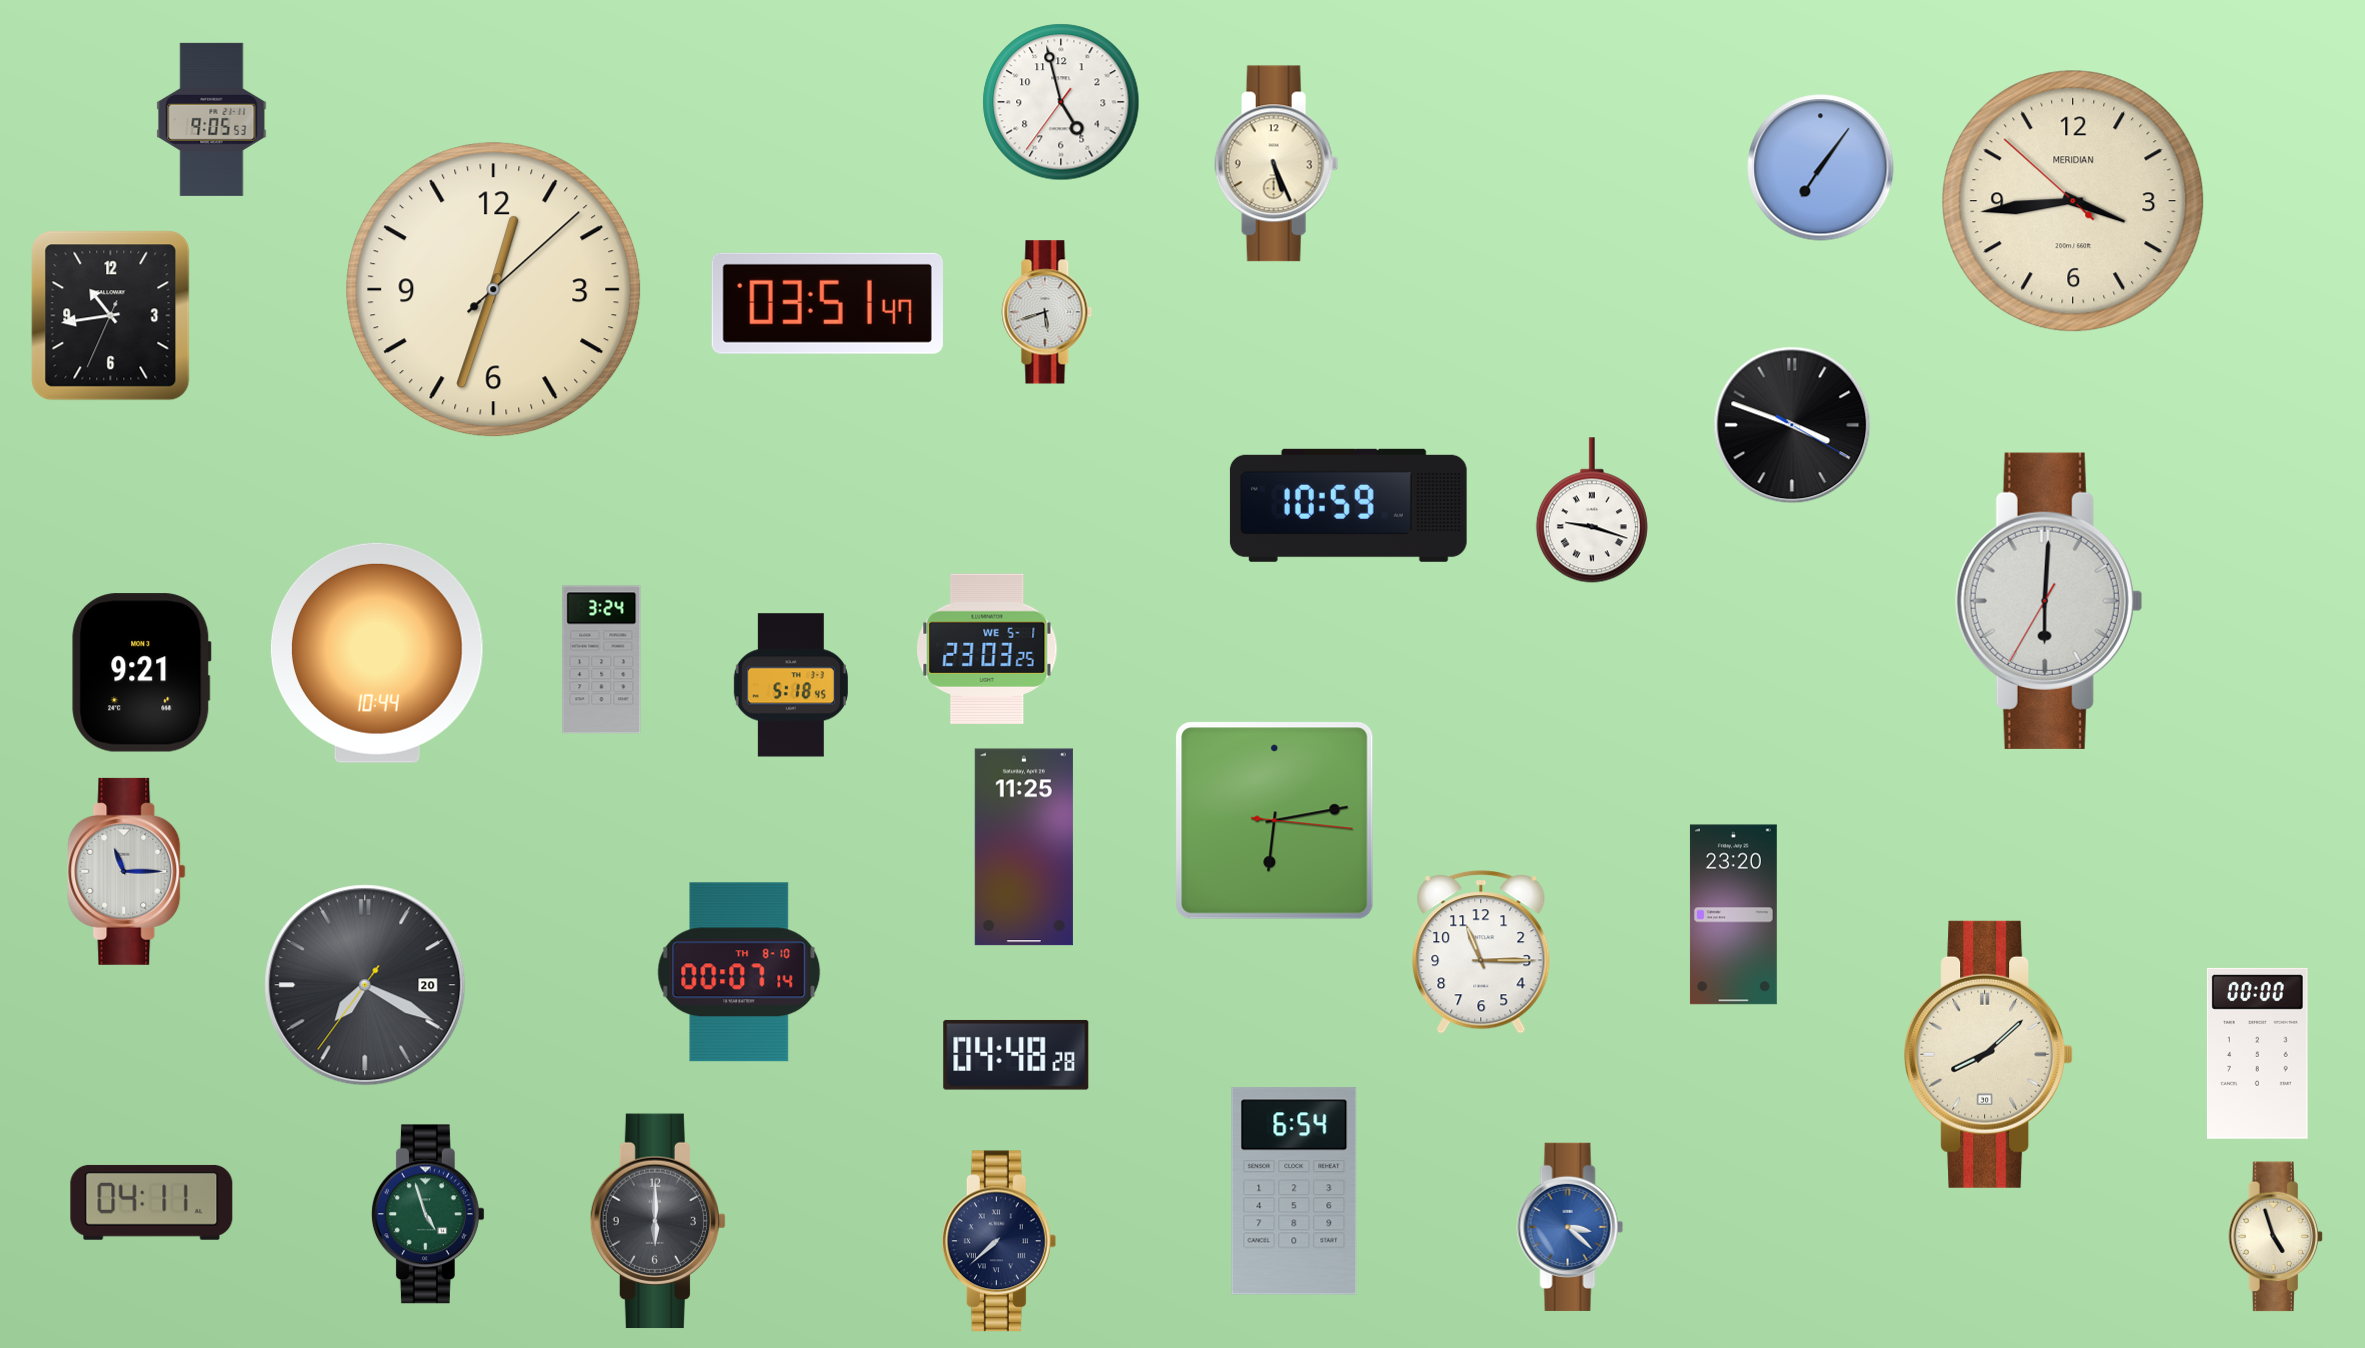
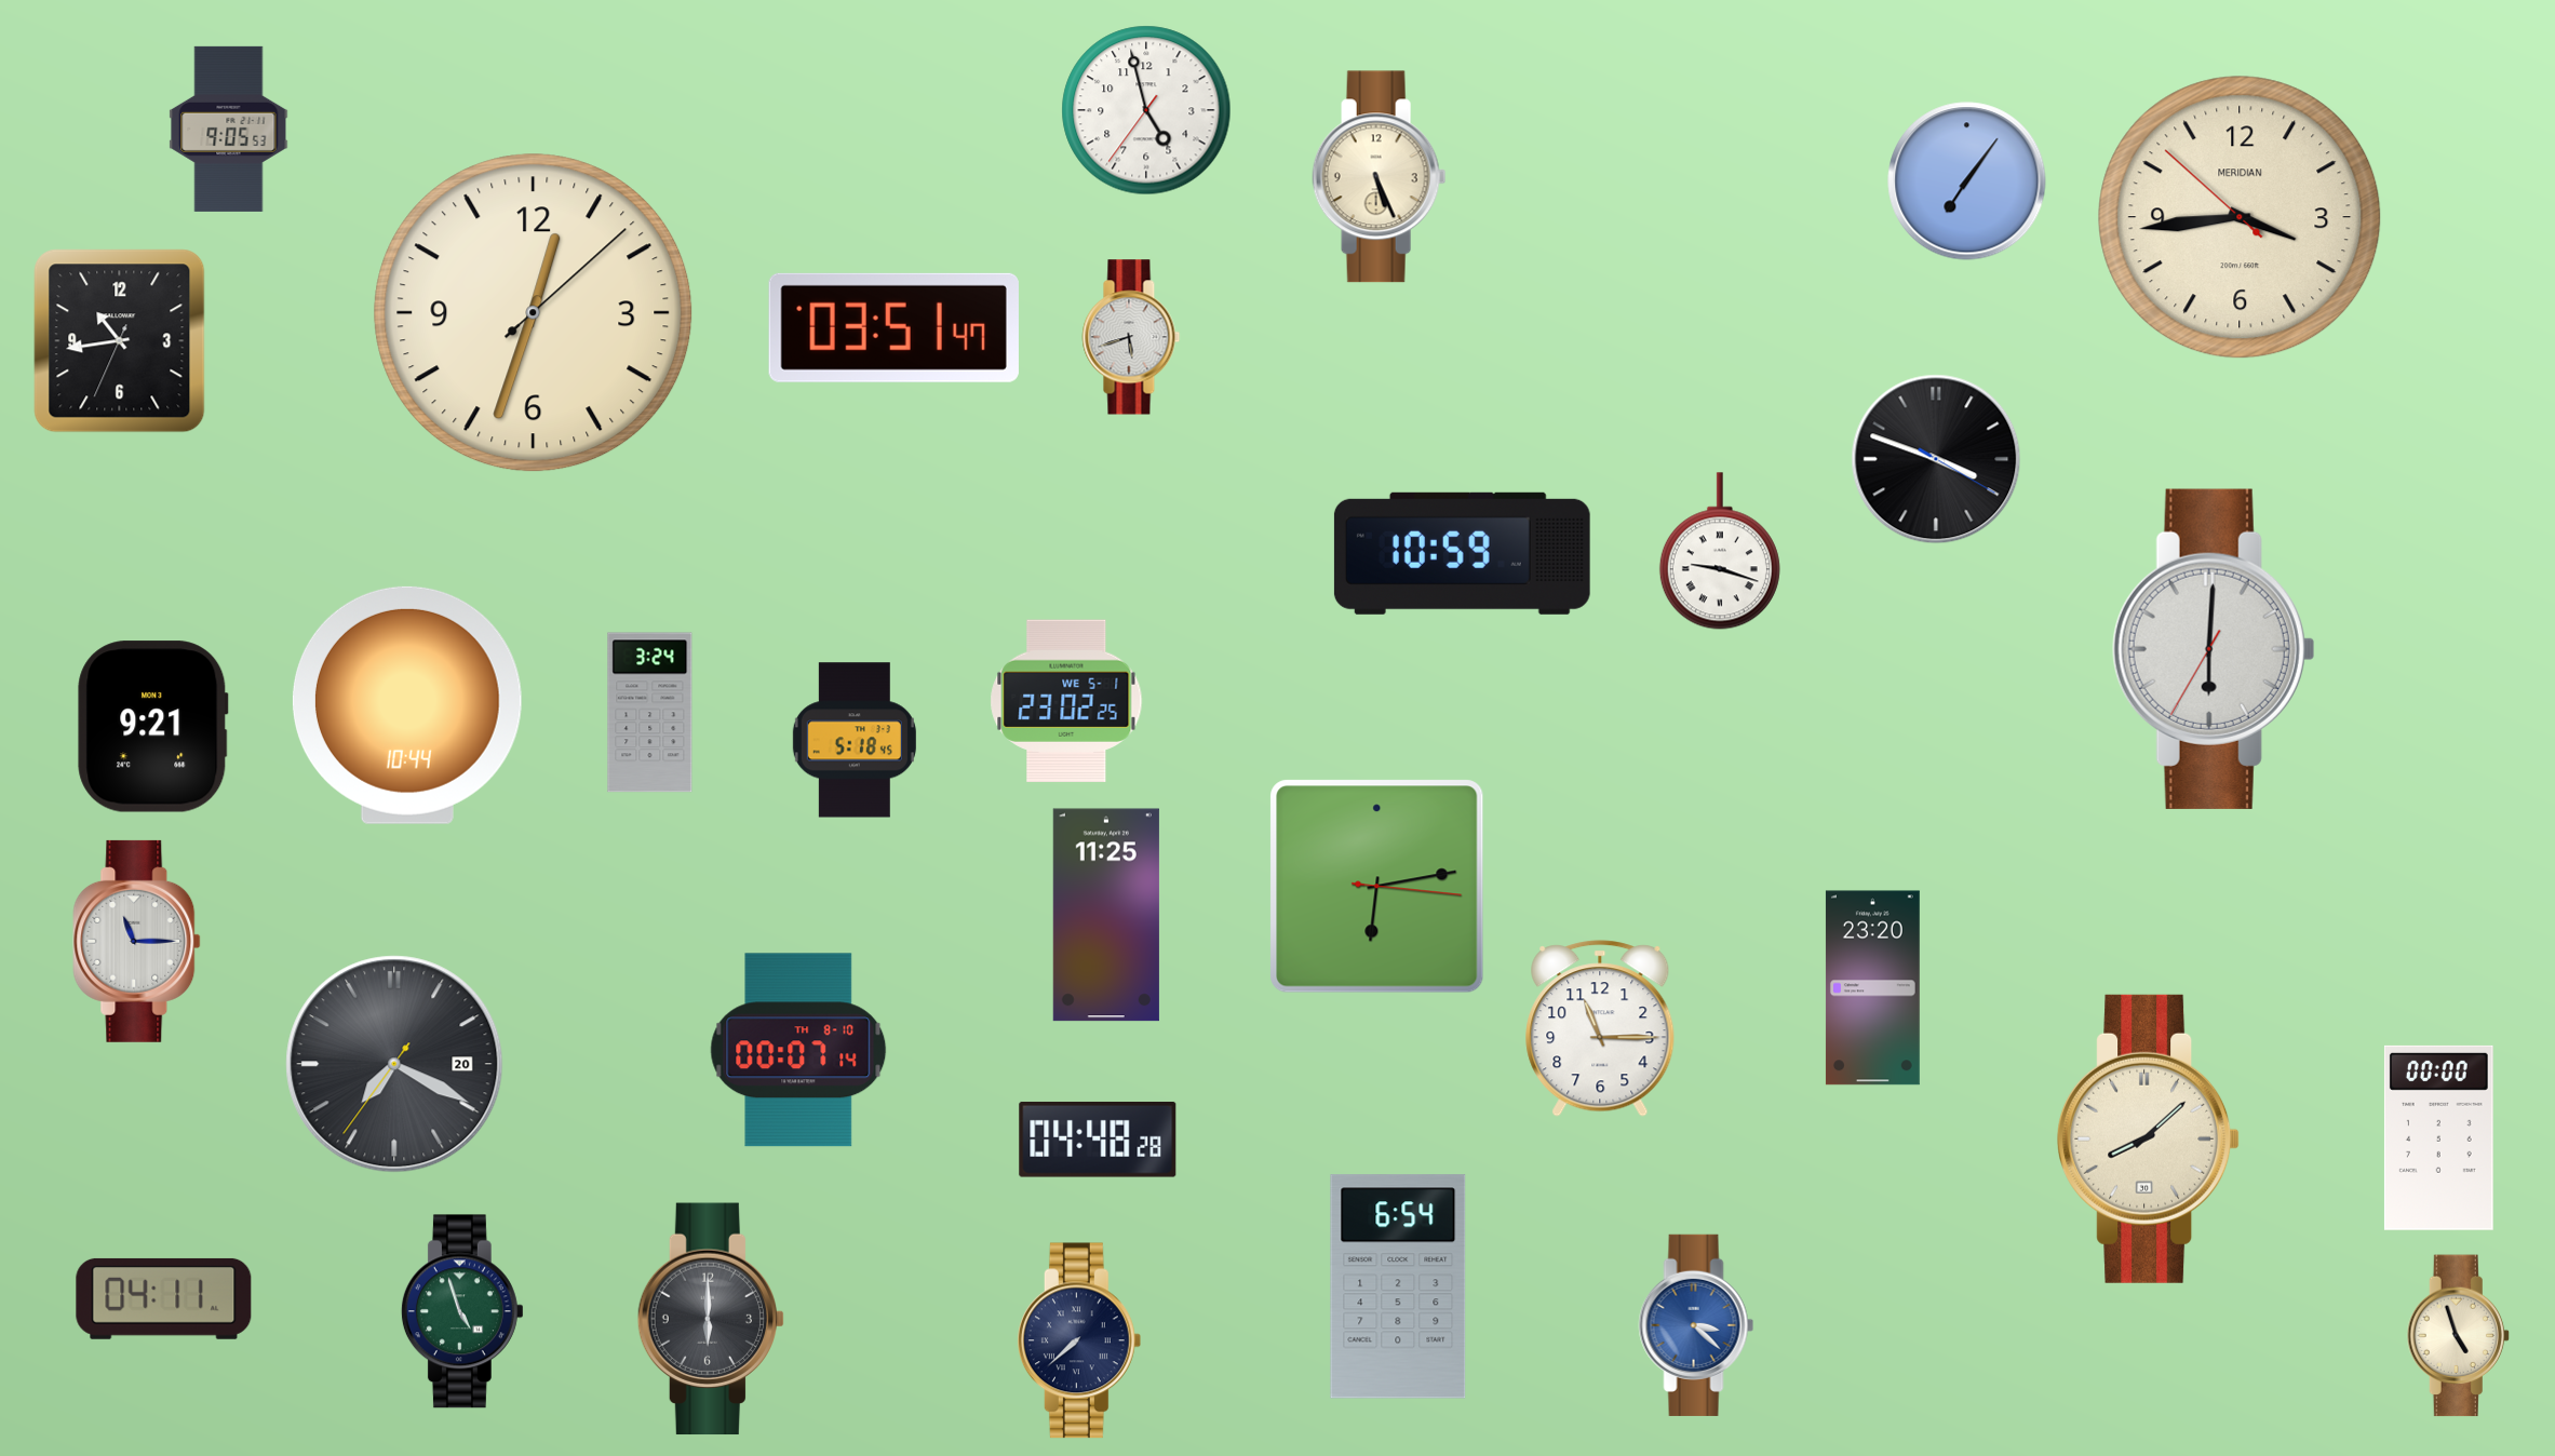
clock at (1348, 505) position: (1348, 505) -> (1462, 553)
clock at (987, 648): 23:03 -> 23:02
